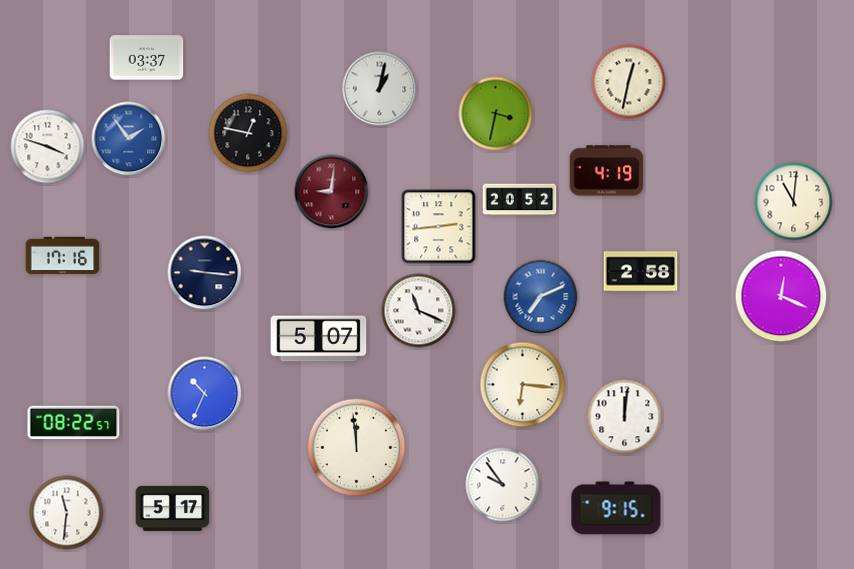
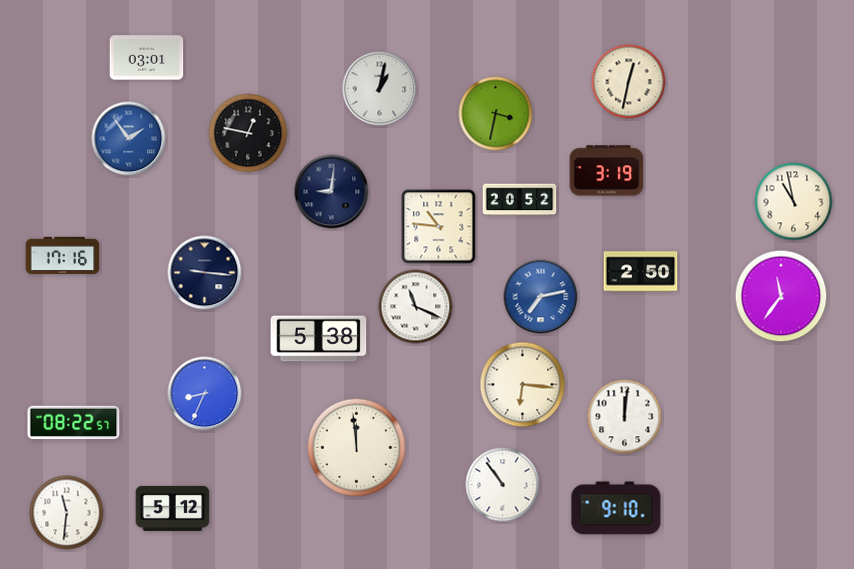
clock at (147, 58): 03:37 -> 03:01
clock at (48, 147): 3:48 -> none
clock at (607, 171): 4:19 -> 3:19
clock at (332, 192) dial: burgundy -> navy
clock at (794, 202): 11:01 -> 10:58
clock at (439, 227): 2:44 -> 10:46
clock at (641, 272): 2:58 -> 2:50
clock at (781, 296): 12:19 -> 11:36
clock at (541, 297): 7:11 -> 7:13
clock at (419, 311) position: (419, 311) -> (416, 307)
clock at (319, 339): 5:07 -> 5:38
clock at (205, 394): 10:34 -> 8:34
clock at (503, 485): 9:54 -> 10:54
clock at (173, 508): 5:17 -> 5:12
clock at (616, 508): 9:15 -> 9:10
